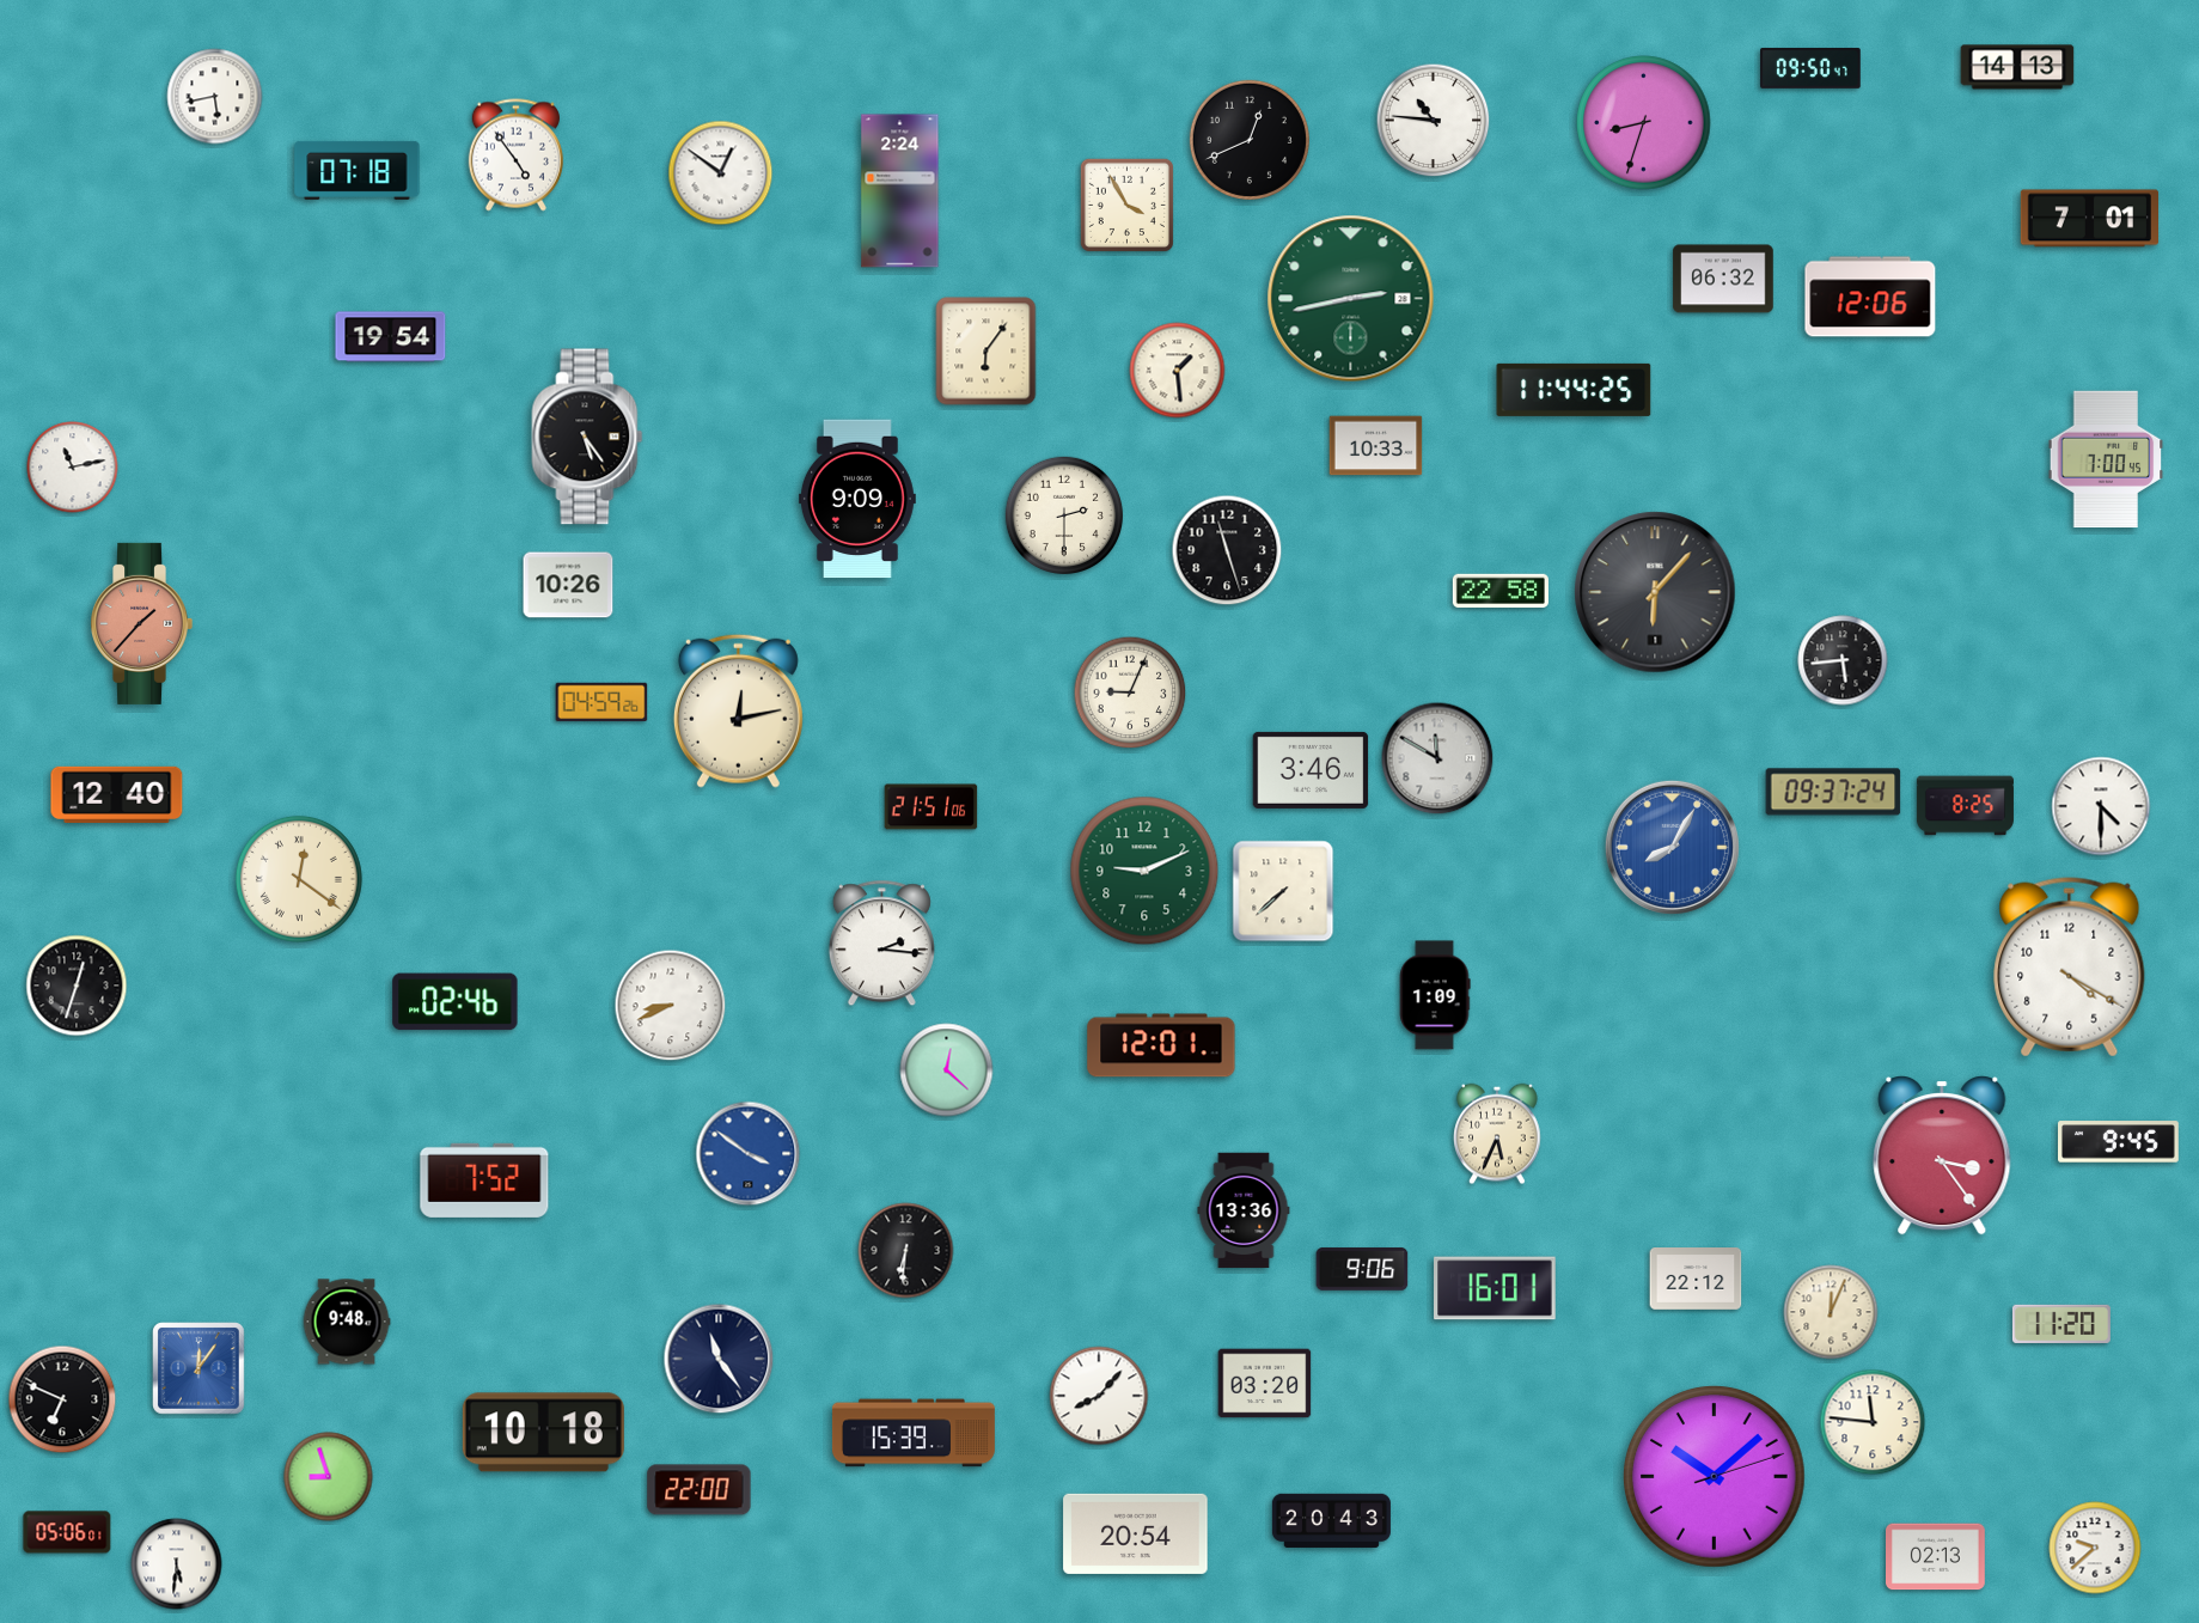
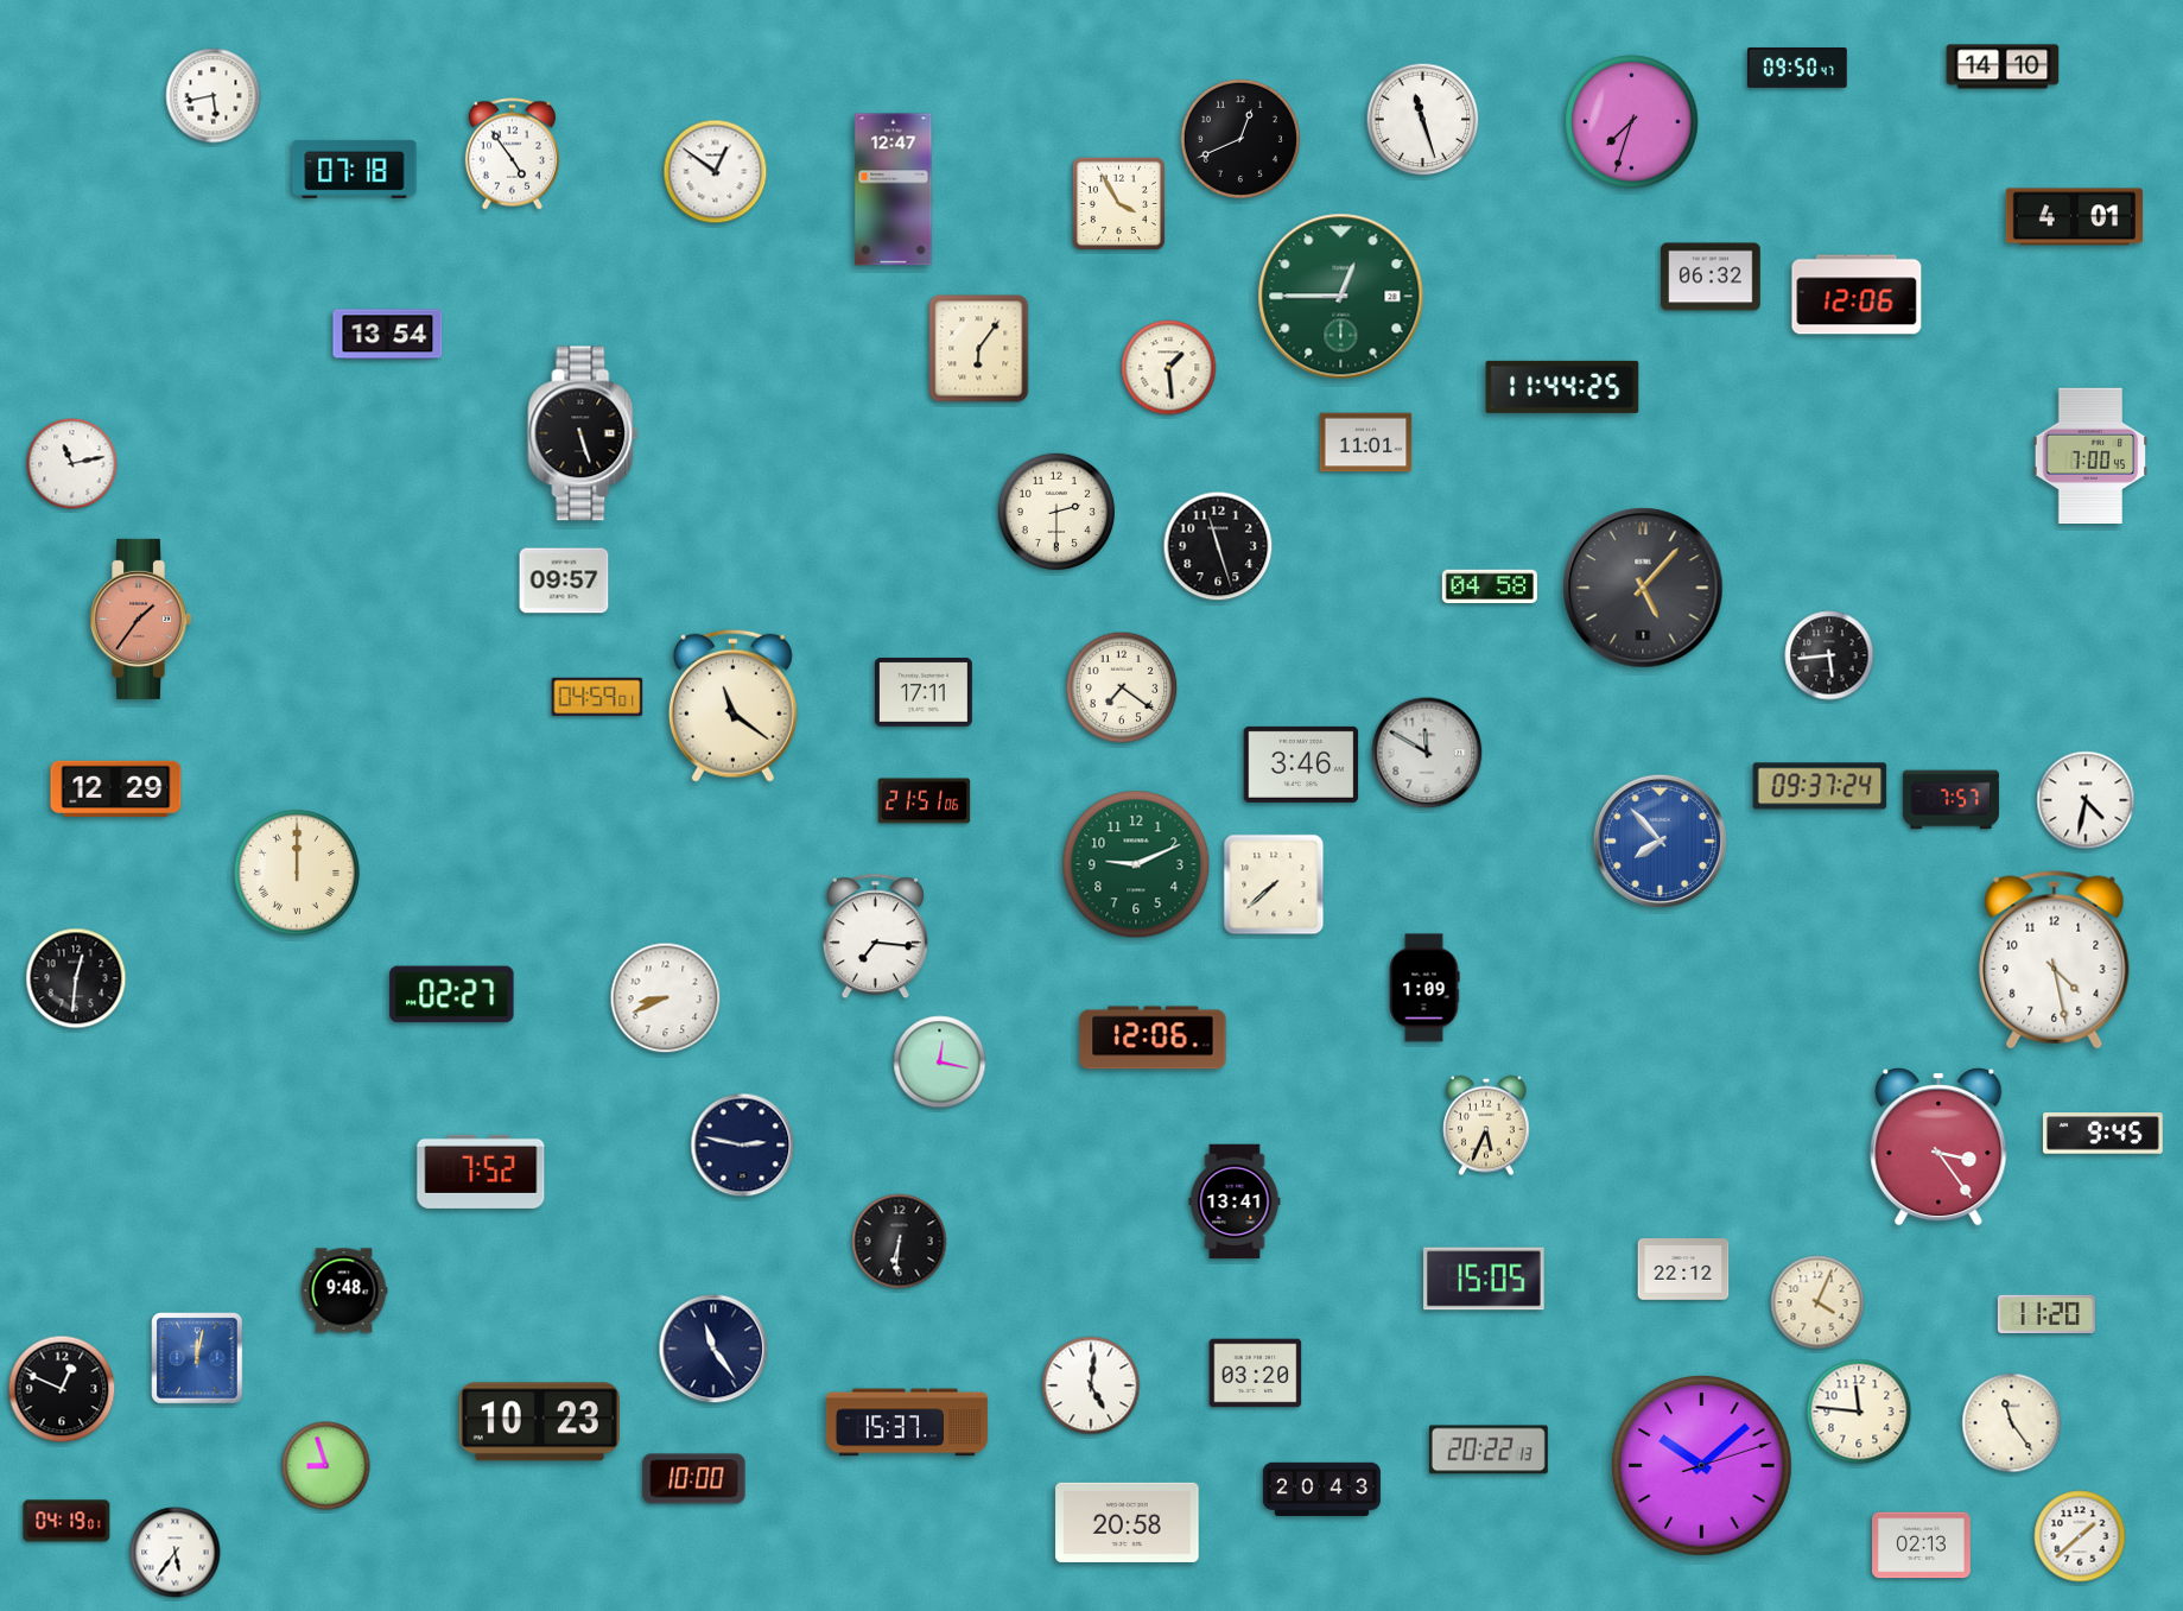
clock at (2017, 67): 14:13 -> 14:10
clock at (1434, 121): 10:46 -> 11:27
clock at (1644, 123): 8:33 -> 7:33
clock at (900, 191): 2:24 -> 12:47
clock at (2089, 219): 7:01 -> 4:01
clock at (1351, 299): 2:43 -> 12:45
clock at (391, 337): 19:54 -> 13:54
clock at (587, 437): 5:24 -> 5:27
clock at (1376, 446): 10:33 -> 11:01
clock at (857, 499): 9:09 -> none
clock at (568, 585): 10:26 -> 09:57
clock at (1501, 591): 22:58 -> 04:58
clock at (1655, 592): 6:07 -> 5:07
clock at (142, 623): 1:37 -> 1:36
clock at (1130, 692): 9:04 -> 7:21
clock at (924, 693): none -> 17:11
clock at (601, 702): 04:59:26 -> 04:59:01
clock at (738, 710): 12:13 -> 11:21
clock at (117, 794): 12:40 -> 12:29
clock at (1965, 806): 8:25 -> 7:57
clock at (2101, 806): 4:30 -> 4:32
clock at (1672, 847): 8:05 -> 7:53
clock at (299, 879): 12:21 -> 12:00
clock at (881, 944): 2:16 -> 7:16
clock at (2070, 968): 4:20 -> 4:28
clock at (77, 986): 12:33 -> 12:31
clock at (456, 1002): 02:46 -> 02:27
clock at (1161, 1045): 12:01 -> 12:06
clock at (947, 1070): 12:22 -> 12:17
clock at (749, 1154): 3:51 -> 2:47
clock at (749, 1154) dial: blue -> navy
clock at (1942, 1157) position: (1942, 1157) -> (1938, 1148)
clock at (1244, 1210): 13:36 -> 13:41
clock at (1362, 1269): 9:06 -> none
clock at (1495, 1288): 16:01 -> 15:05
clock at (1831, 1312): 12:04 -> 4:04
clock at (347, 1322) position: (347, 1322) -> (344, 1290)
clock at (198, 1368): 12:06 -> 12:02
clock at (1099, 1396): 8:07 -> 5:01
clock at (62, 1399): 6:49 -> 12:49
clock at (543, 1433): 10:18 -> 10:23
clock at (914, 1433): 15:39 -> 15:37
clock at (2012, 1423): none -> 11:24
clock at (1489, 1450): none -> 20:22
clock at (700, 1490): 22:00 -> 10:00
clock at (1331, 1520) position: (1331, 1520) -> (1321, 1489)
clock at (67, 1532): 05:06 -> 04:19
clock at (1136, 1533): 20:54 -> 20:58
clock at (2095, 1548): 9:38 -> 1:38
clock at (177, 1564): 5:31 -> 5:36
